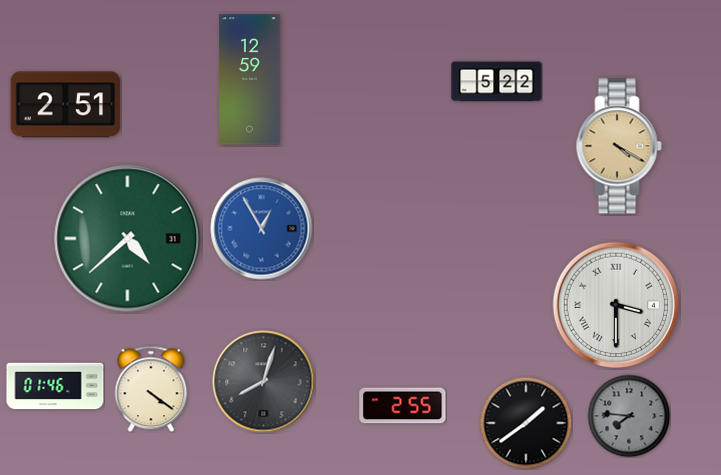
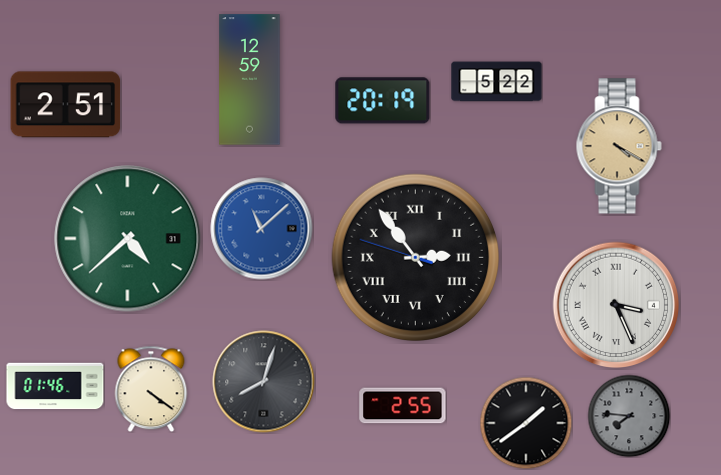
clock at (383, 101): none -> 20:19
clock at (262, 229): 12:55 -> 11:08
clock at (415, 257): none -> 2:53
clock at (616, 305): 3:30 -> 3:26
